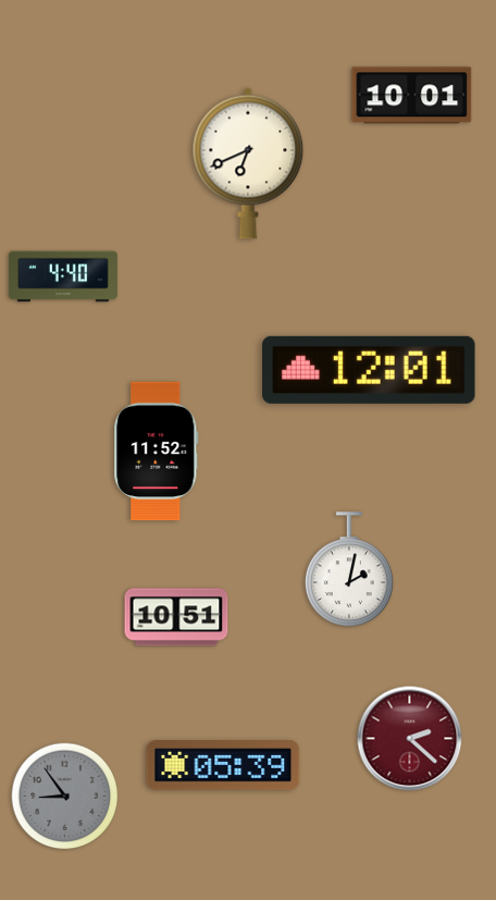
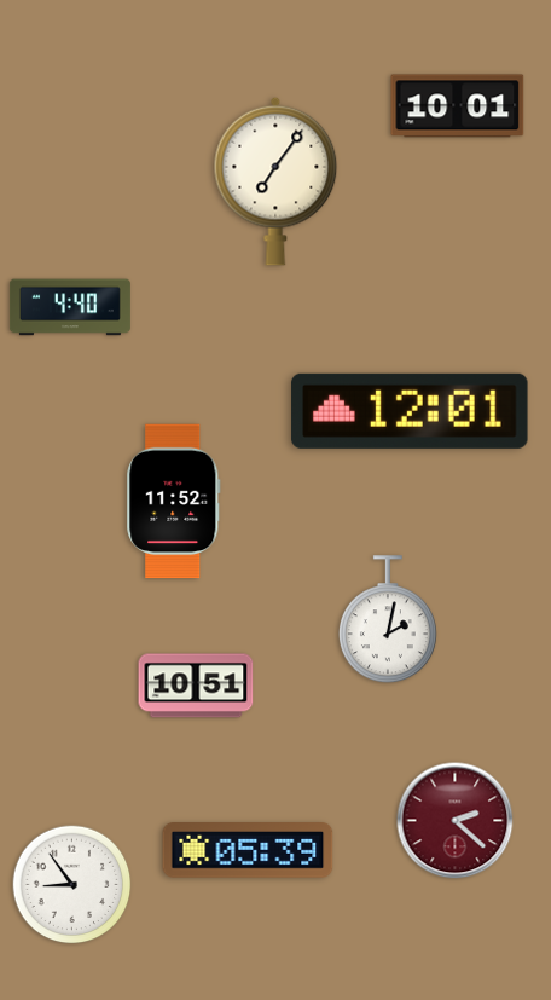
clock at (248, 163): 6:41 -> 7:06
clock at (349, 570) position: (349, 570) -> (388, 620)
clock at (65, 797) dial: grey -> white
